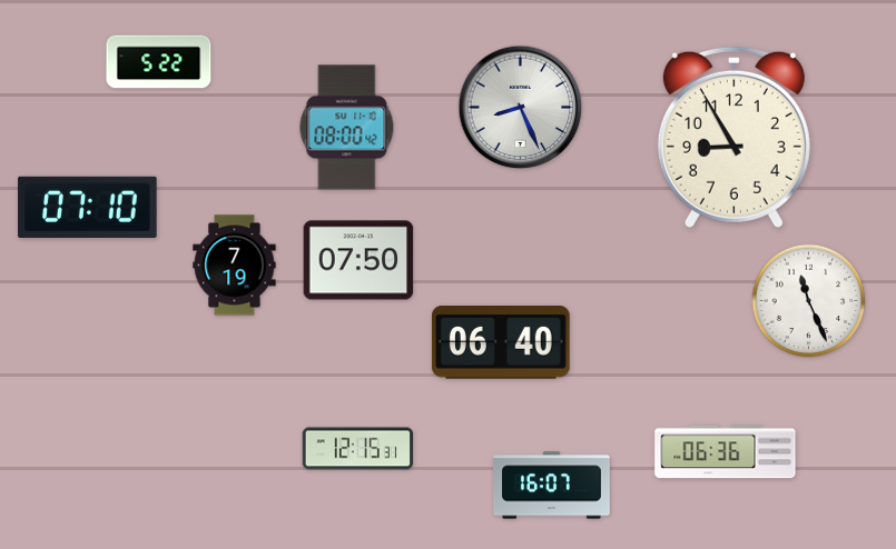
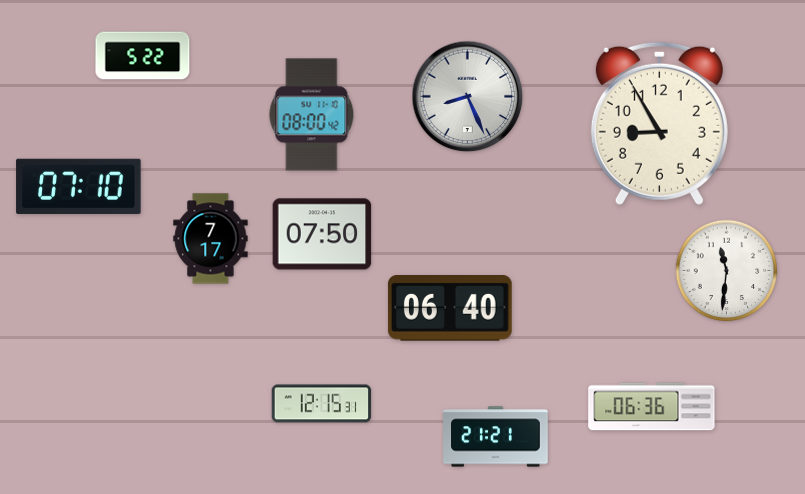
clock at (235, 266): 7:19 -> 7:17
clock at (809, 301): 11:26 -> 11:31
clock at (552, 486): 16:07 -> 21:21
